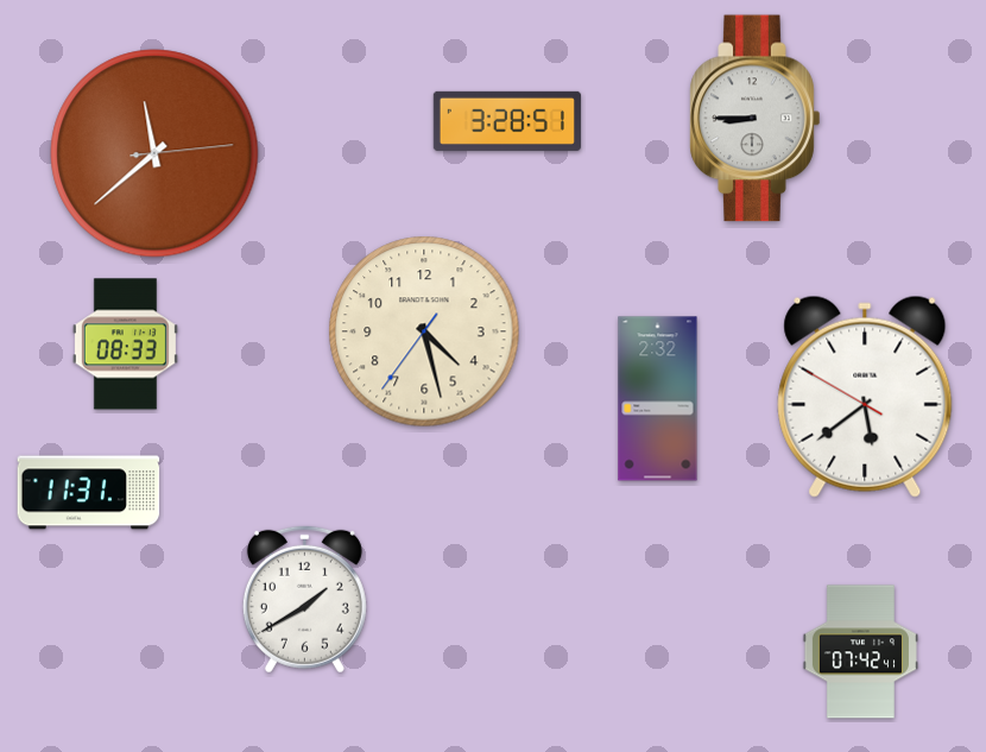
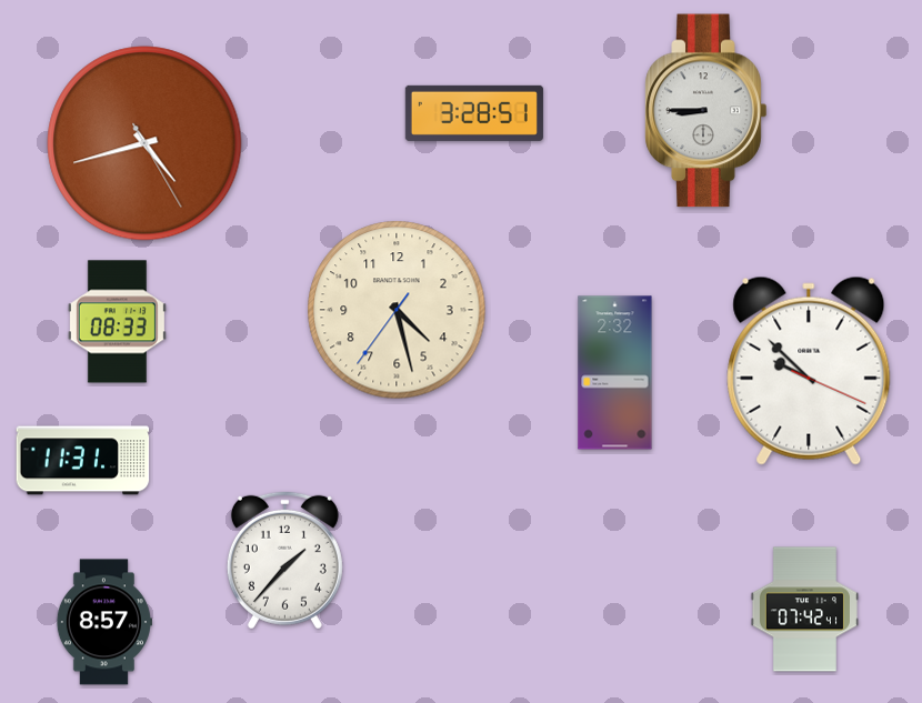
clock at (154, 153): 11:38 -> 4:42
clock at (865, 397): 5:38 -> 9:52
clock at (304, 599): 1:40 -> 1:37
clock at (103, 622): none -> 8:57
